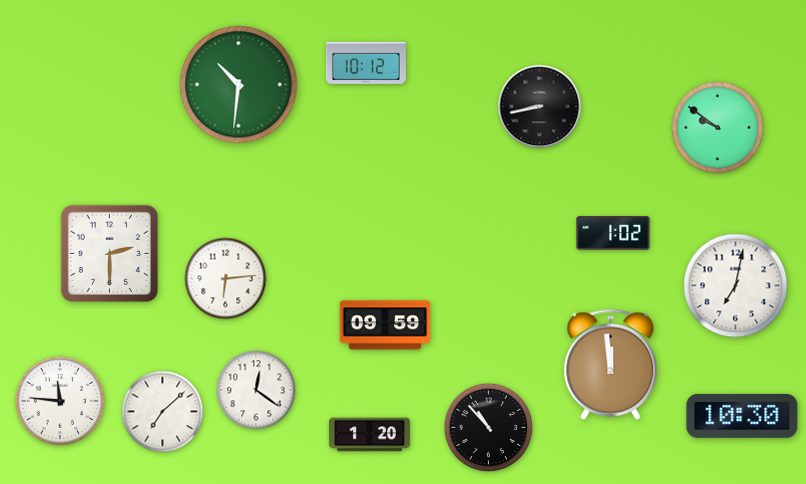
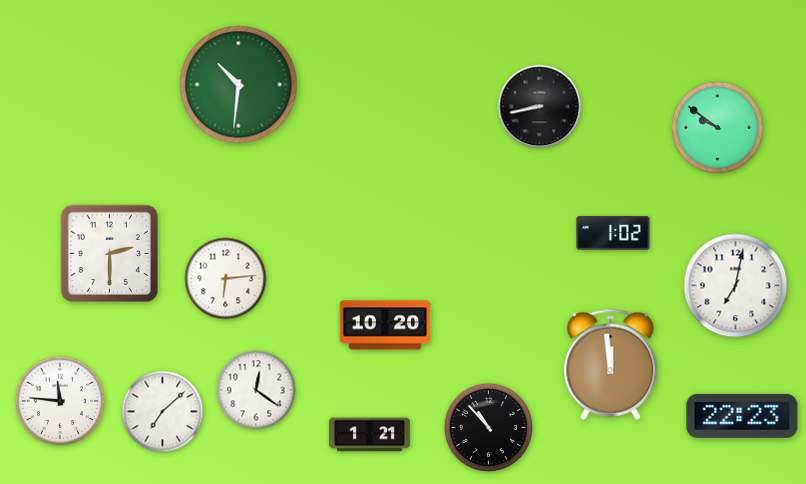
clock at (366, 63): 10:12 -> none
clock at (385, 325): 09:59 -> 10:20
clock at (742, 416): 10:30 -> 22:23
clock at (369, 435): 1:20 -> 1:21
